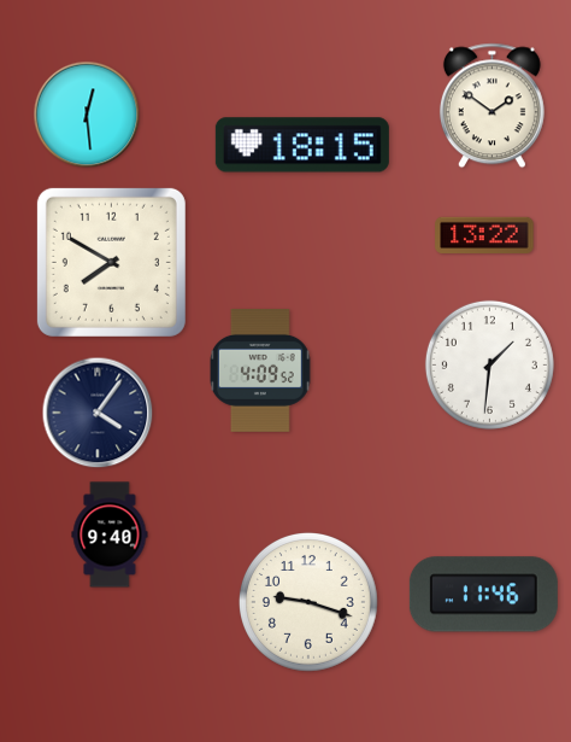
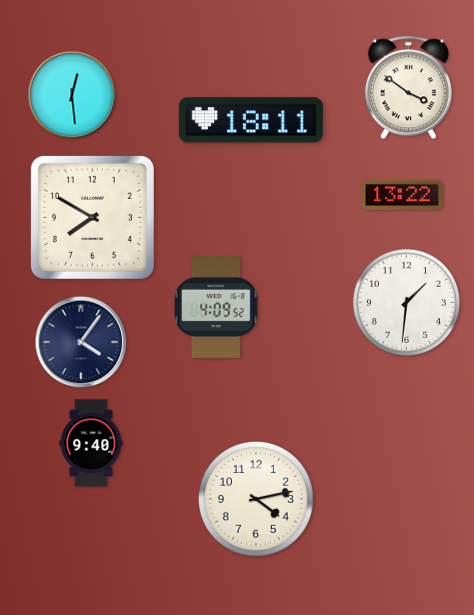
clock at (491, 106): 1:51 -> 3:51
clock at (302, 145): 18:15 -> 18:11
clock at (483, 595): 11:46 -> none
clock at (308, 602): 9:18 -> 4:13
